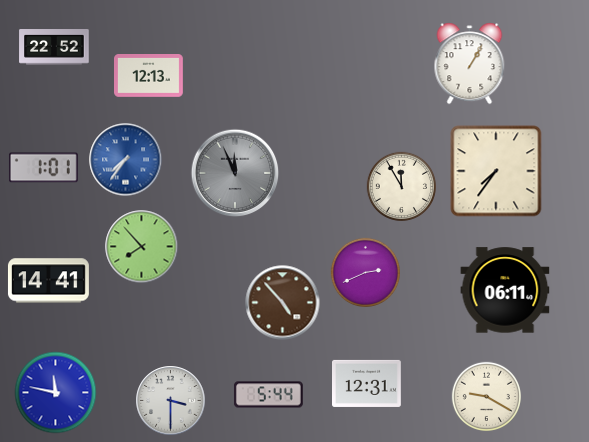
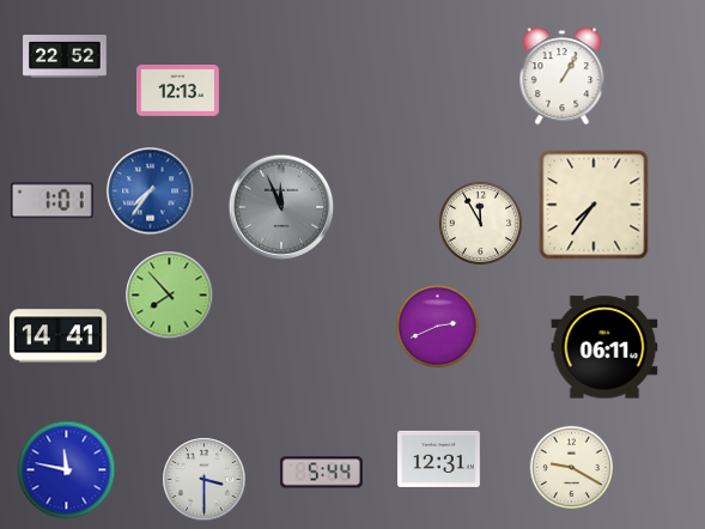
clock at (283, 303): 4:53 -> none
clock at (486, 396) position: (486, 396) -> (571, 467)
